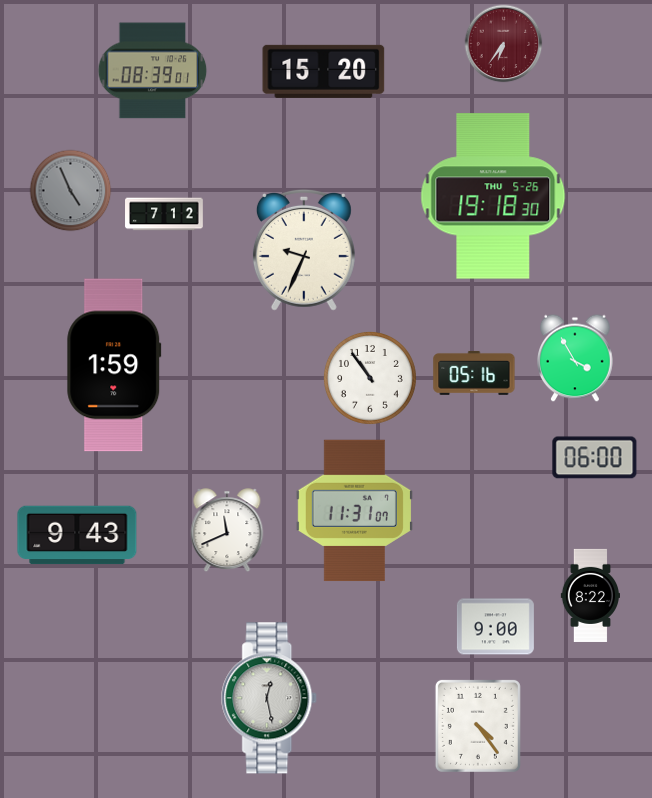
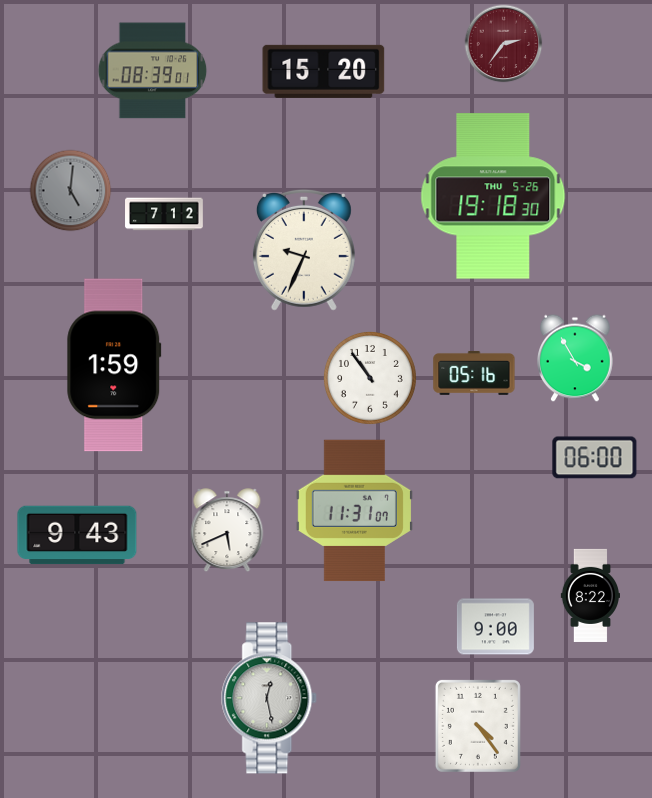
clock at (504, 44): 6:36 -> 2:36
clock at (71, 191): 4:56 -> 5:01
clock at (227, 531): 11:41 -> 5:41
